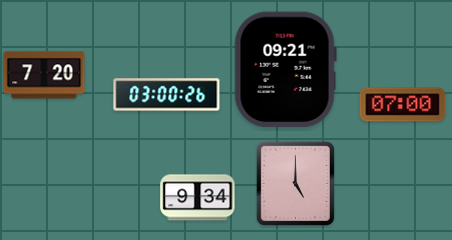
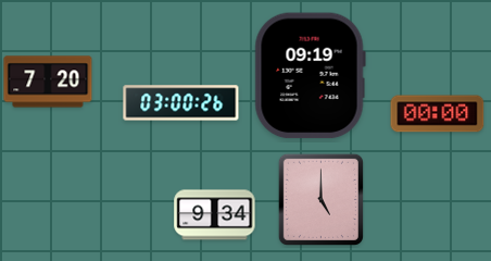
clock at (285, 70): 09:21 -> 09:19
clock at (403, 105): 07:00 -> 00:00
